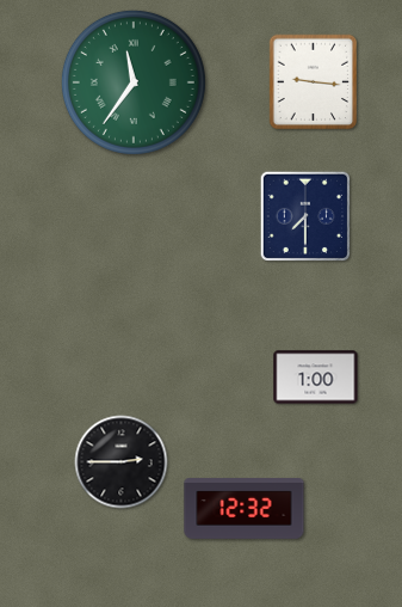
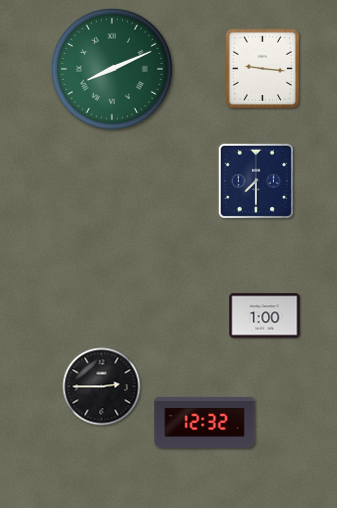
clock at (134, 82): 11:36 -> 8:11
clock at (245, 509) position: (245, 509) -> (205, 423)
